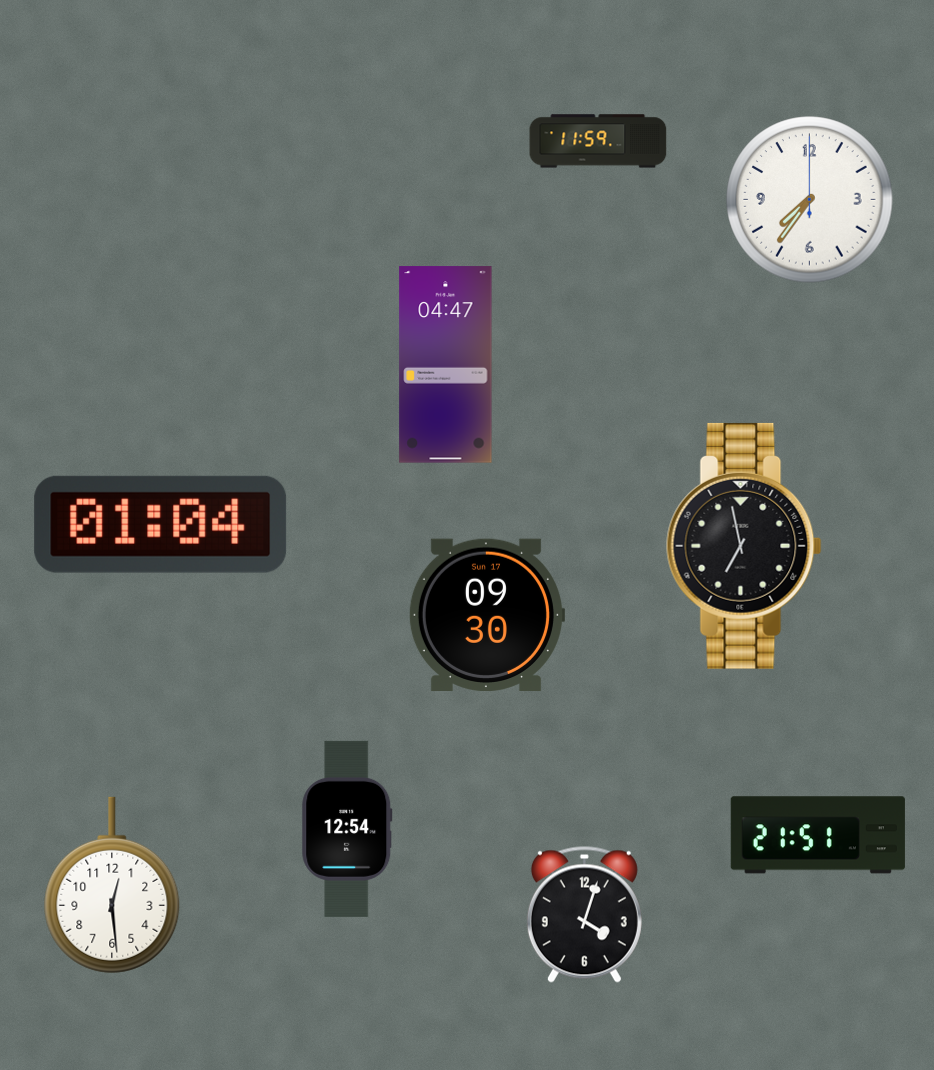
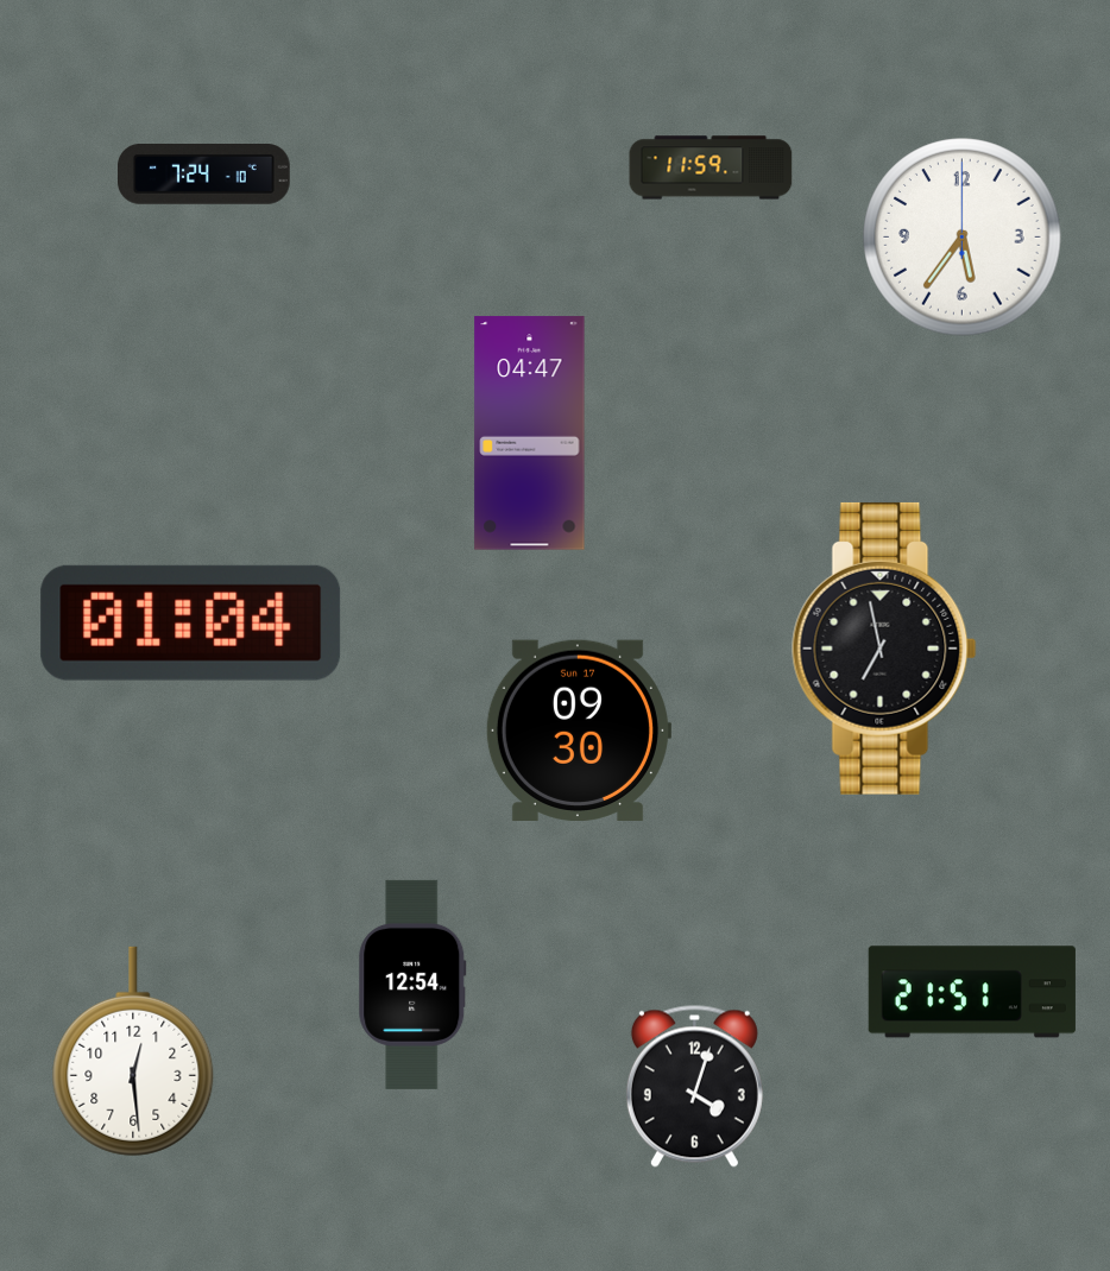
clock at (204, 175): none -> 7:24
clock at (810, 200): 7:36 -> 5:36
